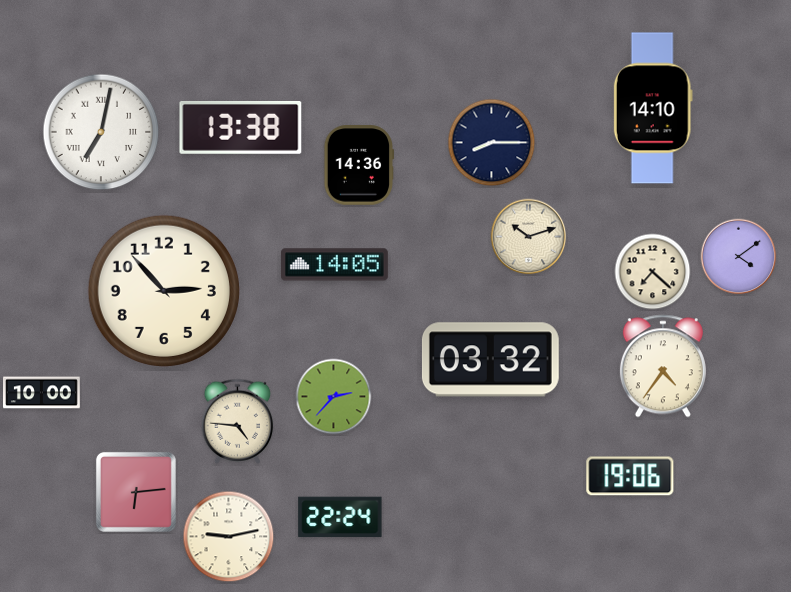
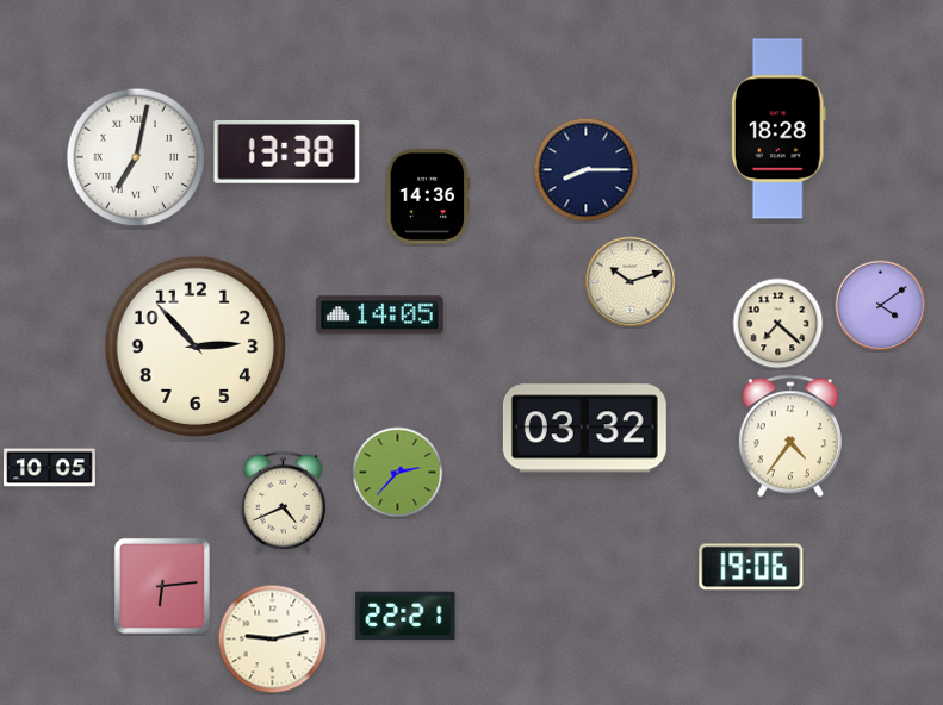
clock at (653, 108): 14:10 -> 18:28
clock at (101, 132) position: (101, 132) -> (136, 157)
clock at (334, 265) position: (334, 265) -> (379, 316)
clock at (42, 393): 10:00 -> 10:05
clock at (238, 421): 4:46 -> 4:41
clock at (340, 517): 22:24 -> 22:21
